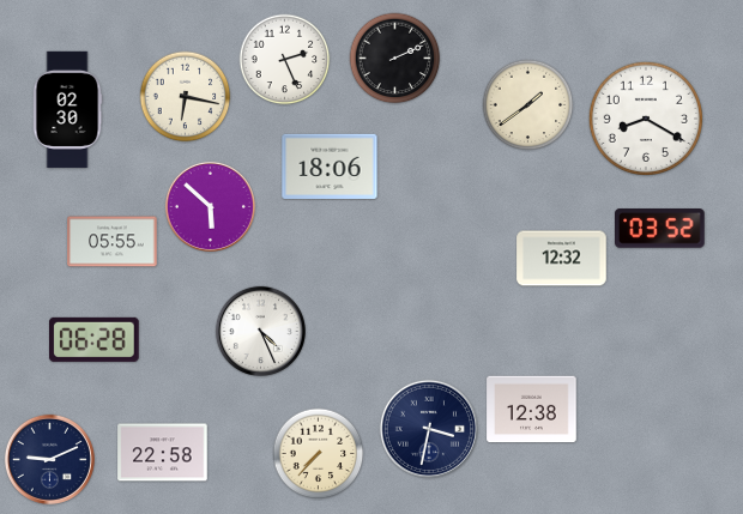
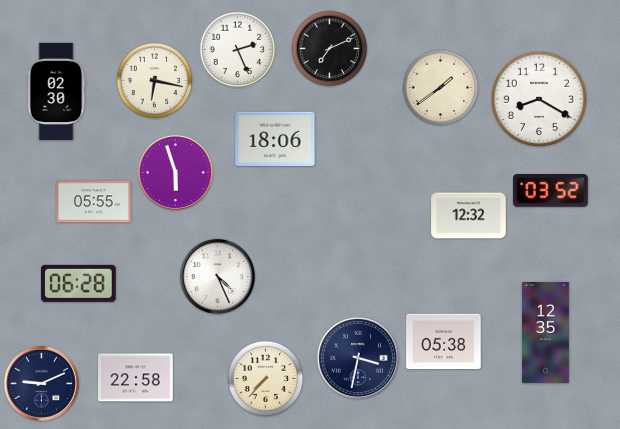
clock at (395, 59): 2:11 -> 7:11
clock at (210, 206): 5:52 -> 5:57
clock at (546, 333): none -> 12:35
clock at (532, 410): 12:38 -> 05:38
